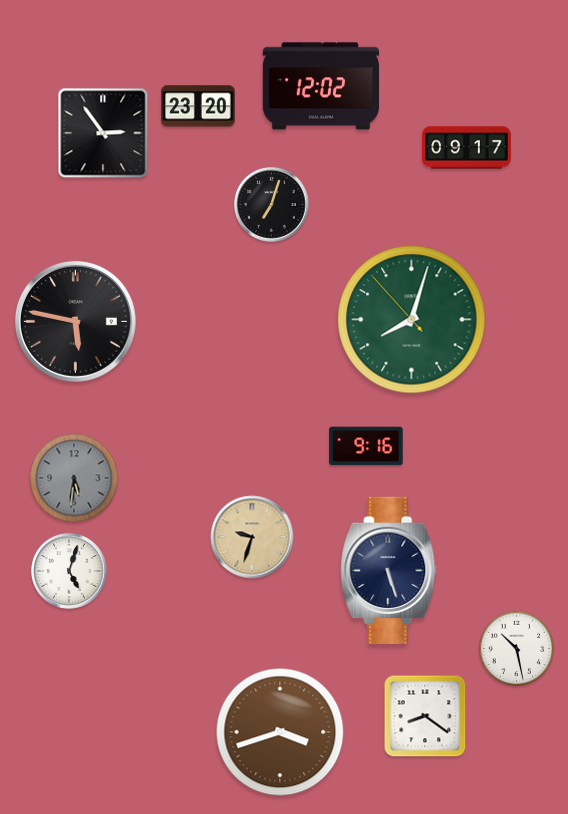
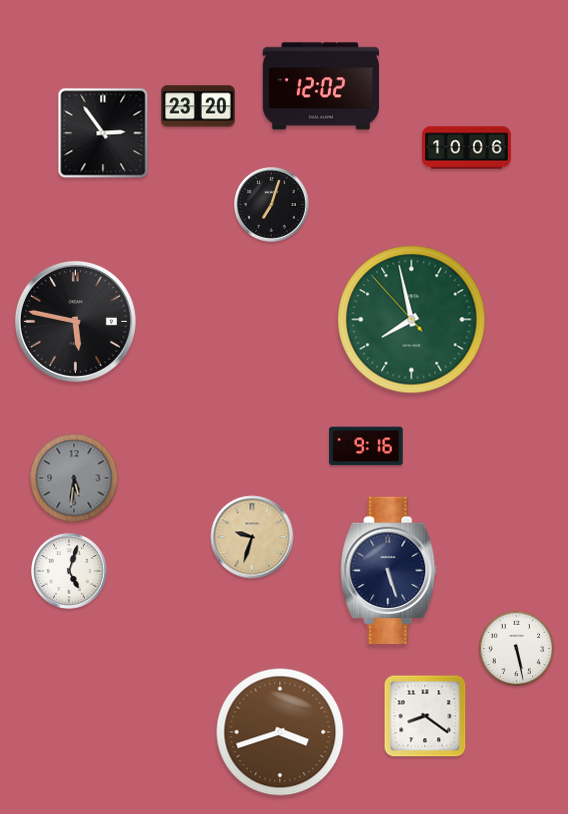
clock at (467, 148): 09:17 -> 10:06
clock at (412, 320): 8:02 -> 7:57
clock at (516, 648): 10:28 -> 5:28
